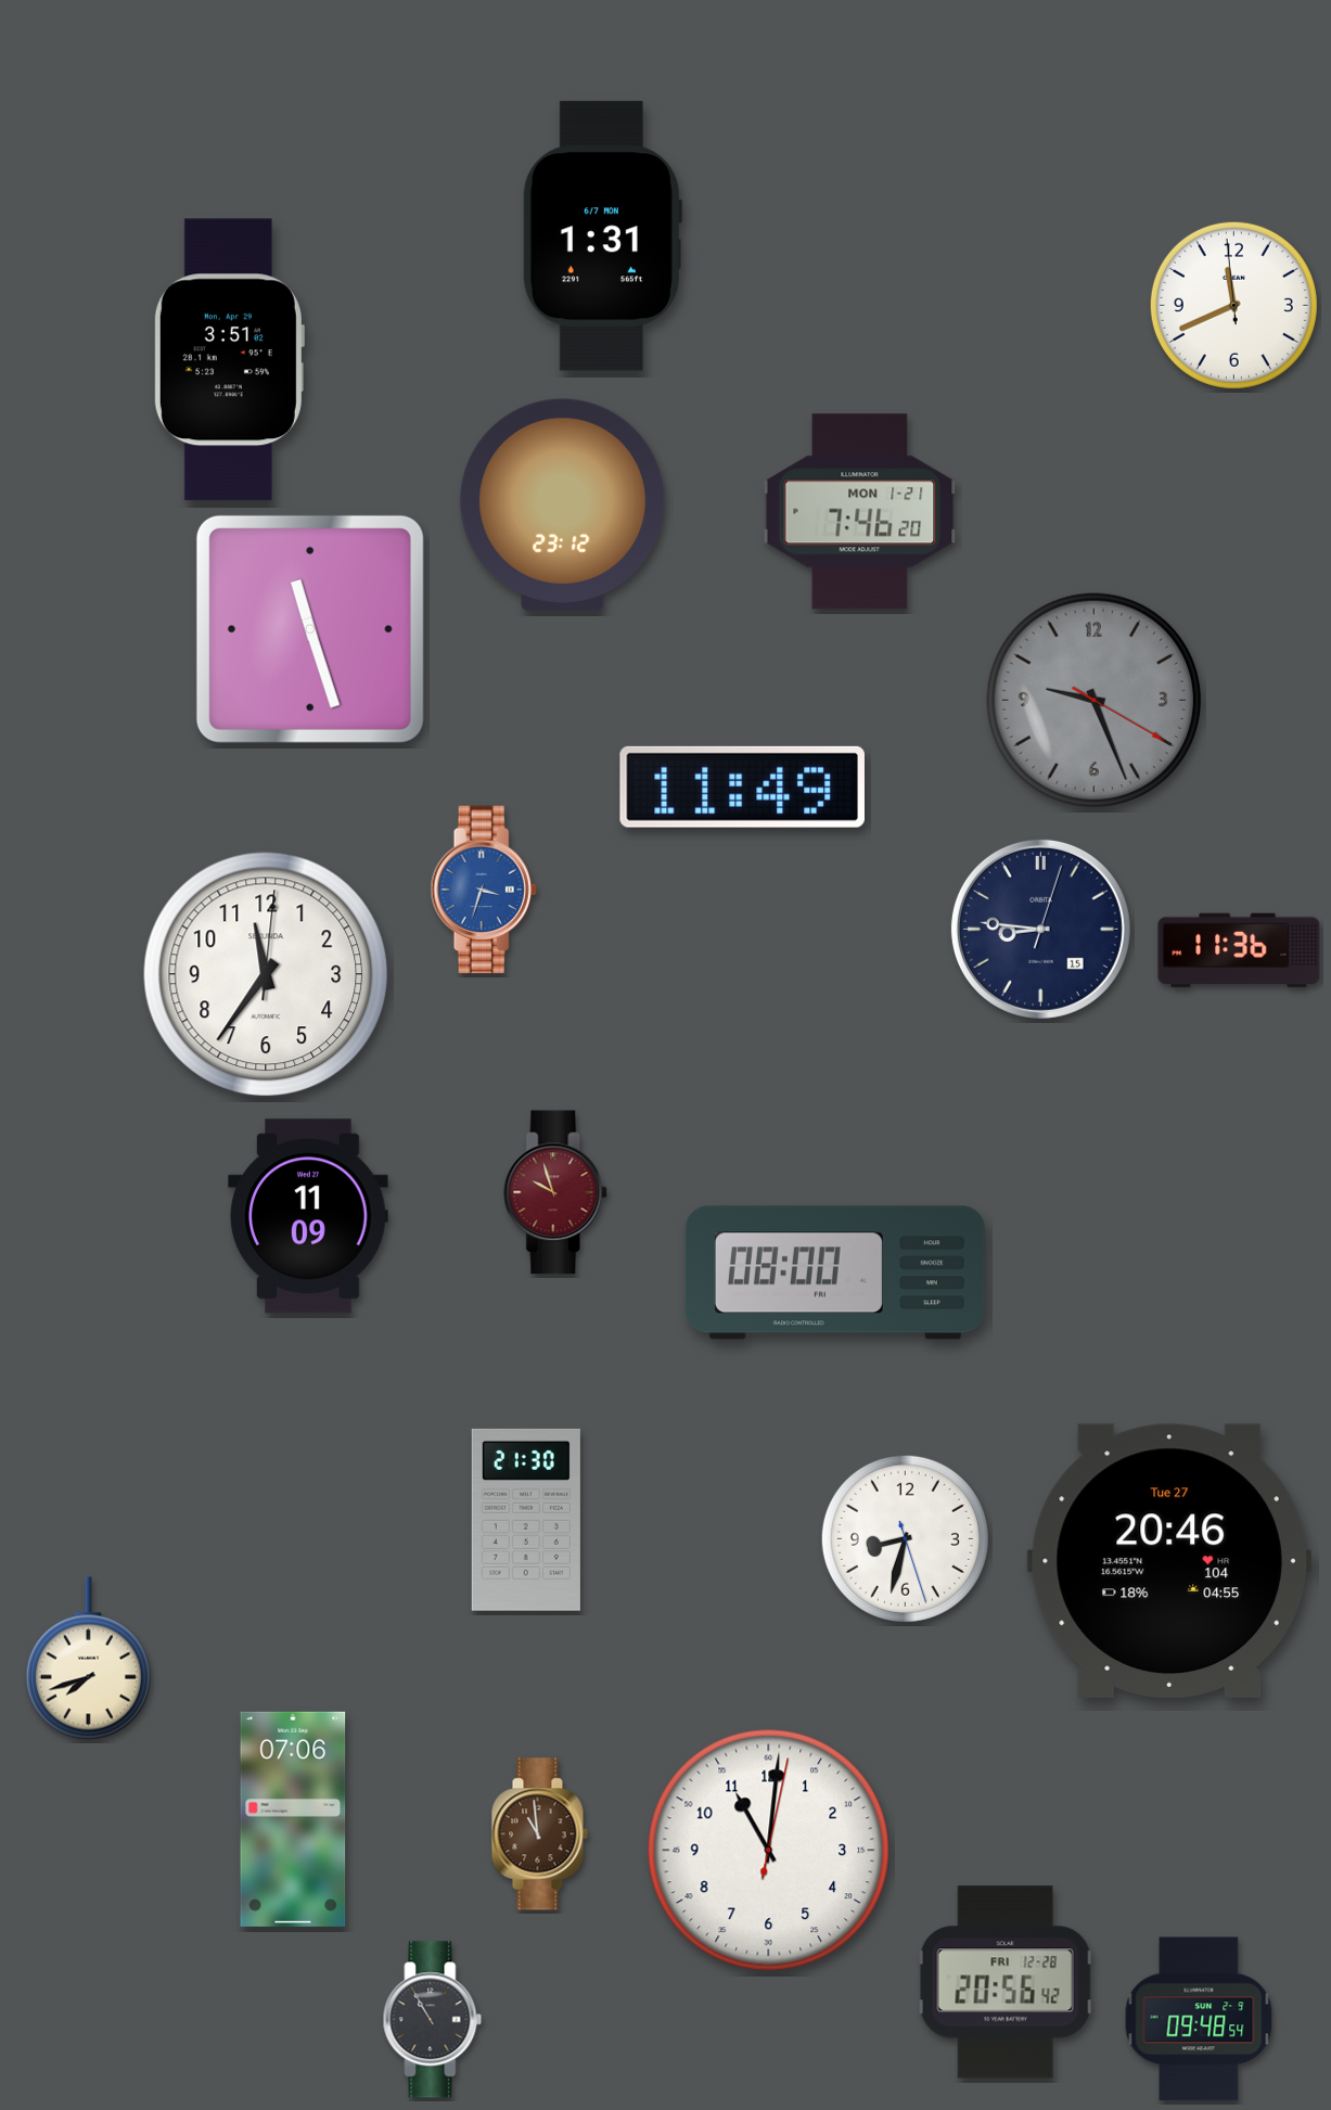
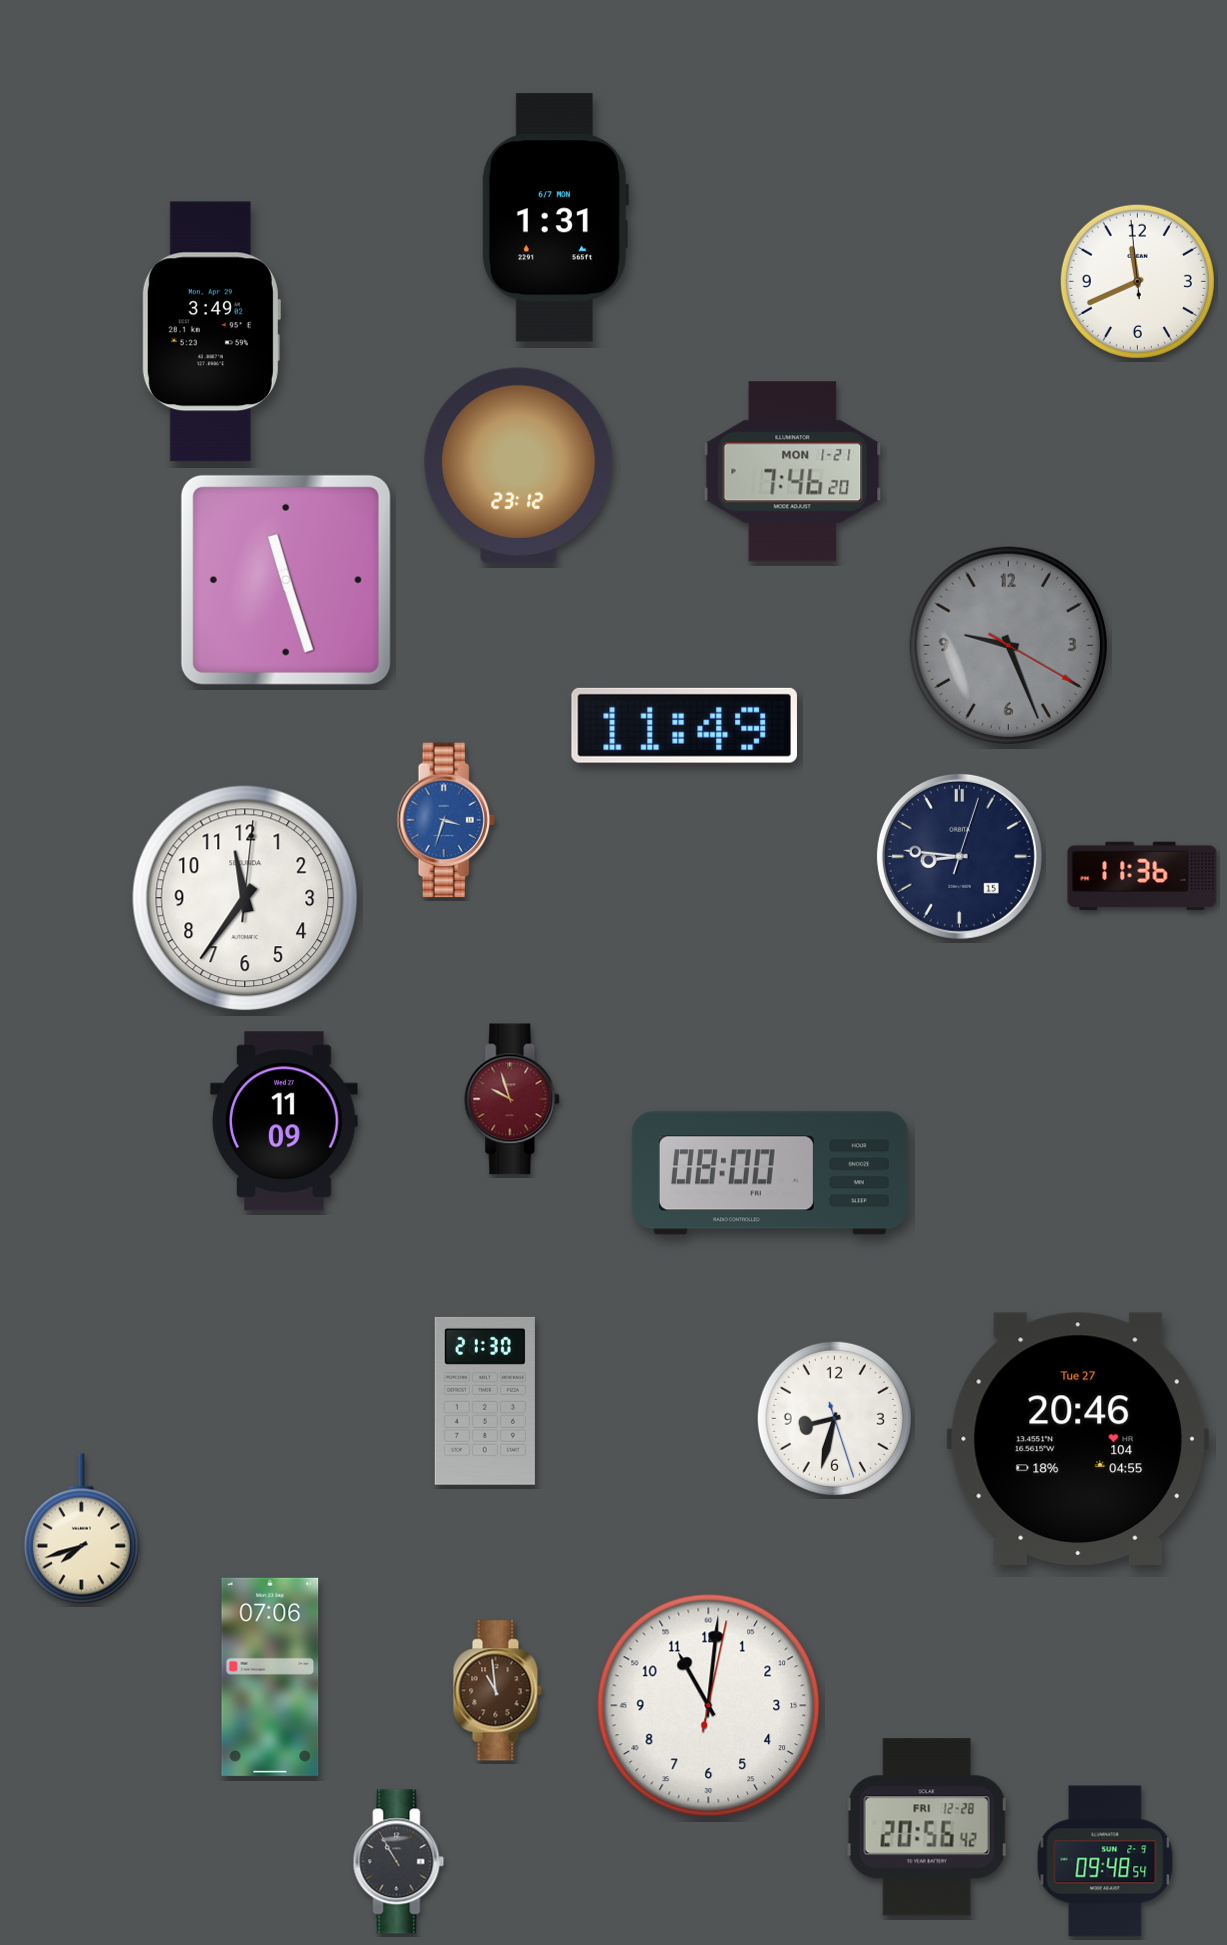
clock at (229, 360): 3:51 -> 3:49
